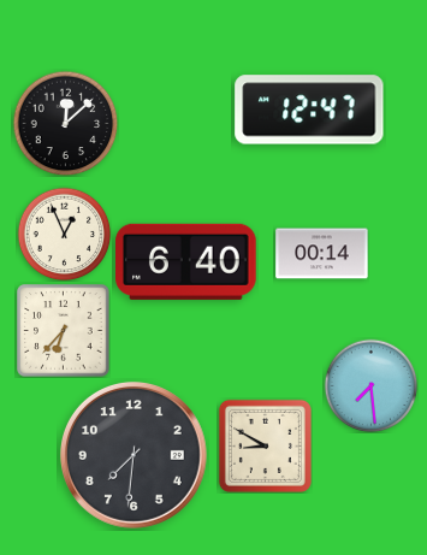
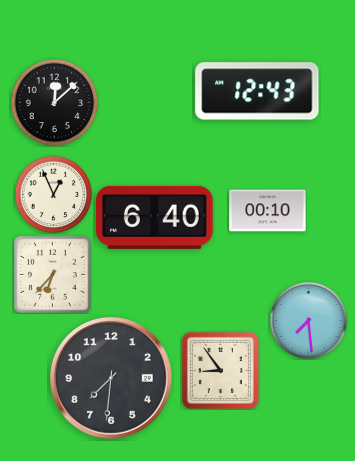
clock at (309, 110): 12:47 -> 12:43
clock at (322, 254): 00:14 -> 00:10
clock at (265, 445): 8:50 -> 8:54
